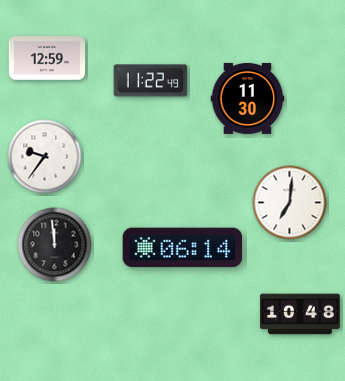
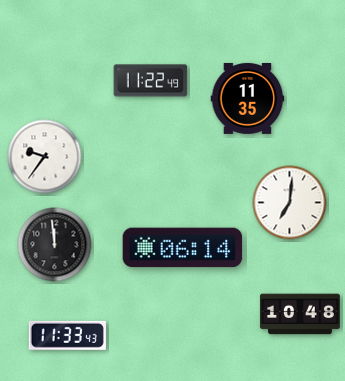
clock at (47, 58): 12:59 -> none
clock at (248, 98): 11:30 -> 11:35
clock at (67, 335): none -> 11:33
